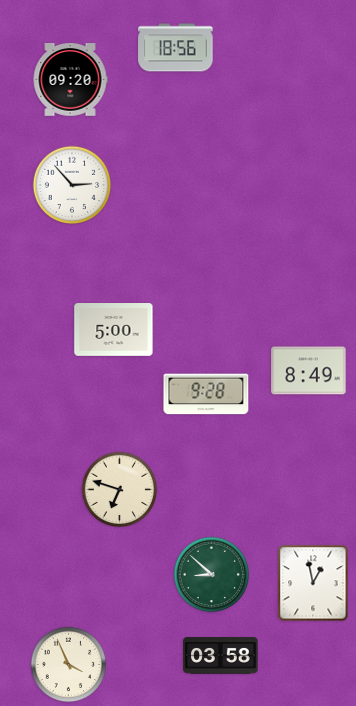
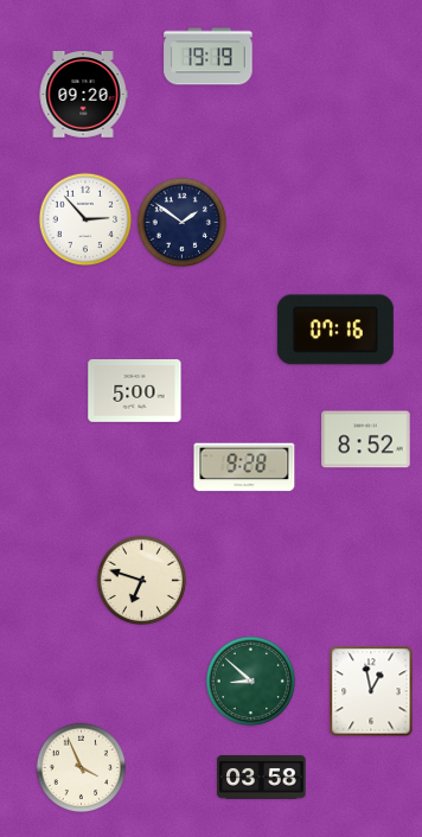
clock at (176, 48): 18:56 -> 19:19
clock at (183, 223): none -> 1:51
clock at (335, 330): none -> 07:16
clock at (309, 371): 8:49 -> 8:52
clock at (69, 665) position: (69, 665) -> (82, 768)
